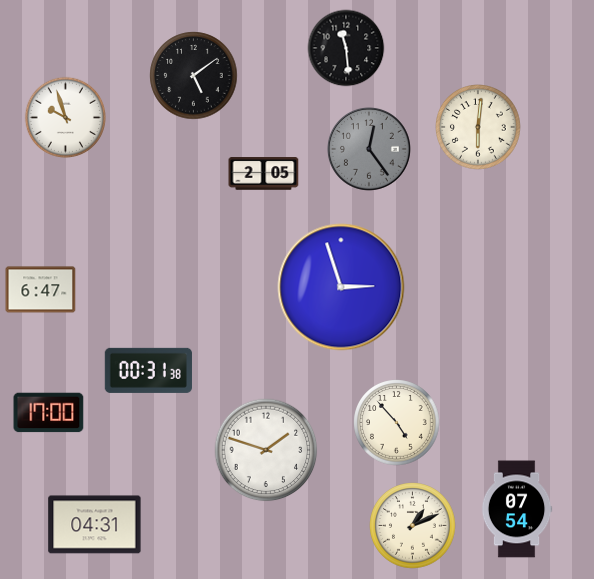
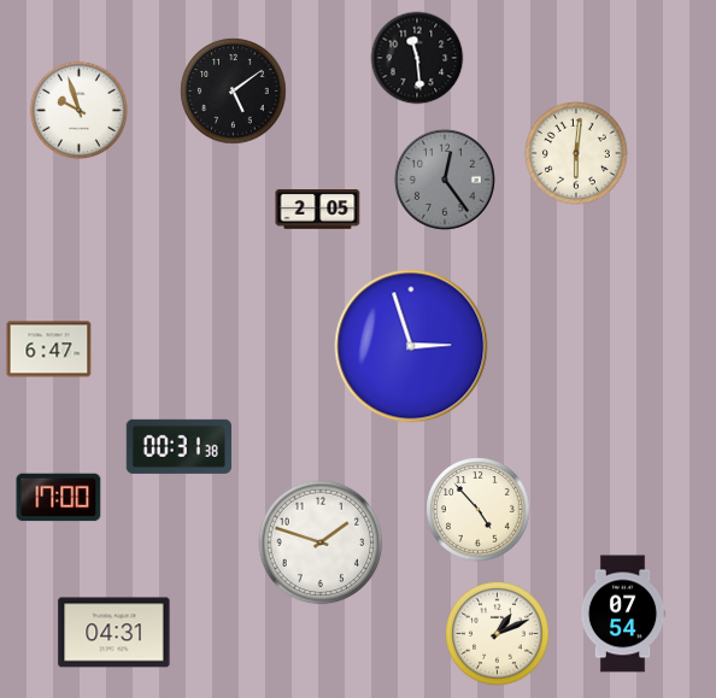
clock at (66, 118) position: (66, 118) -> (80, 111)
